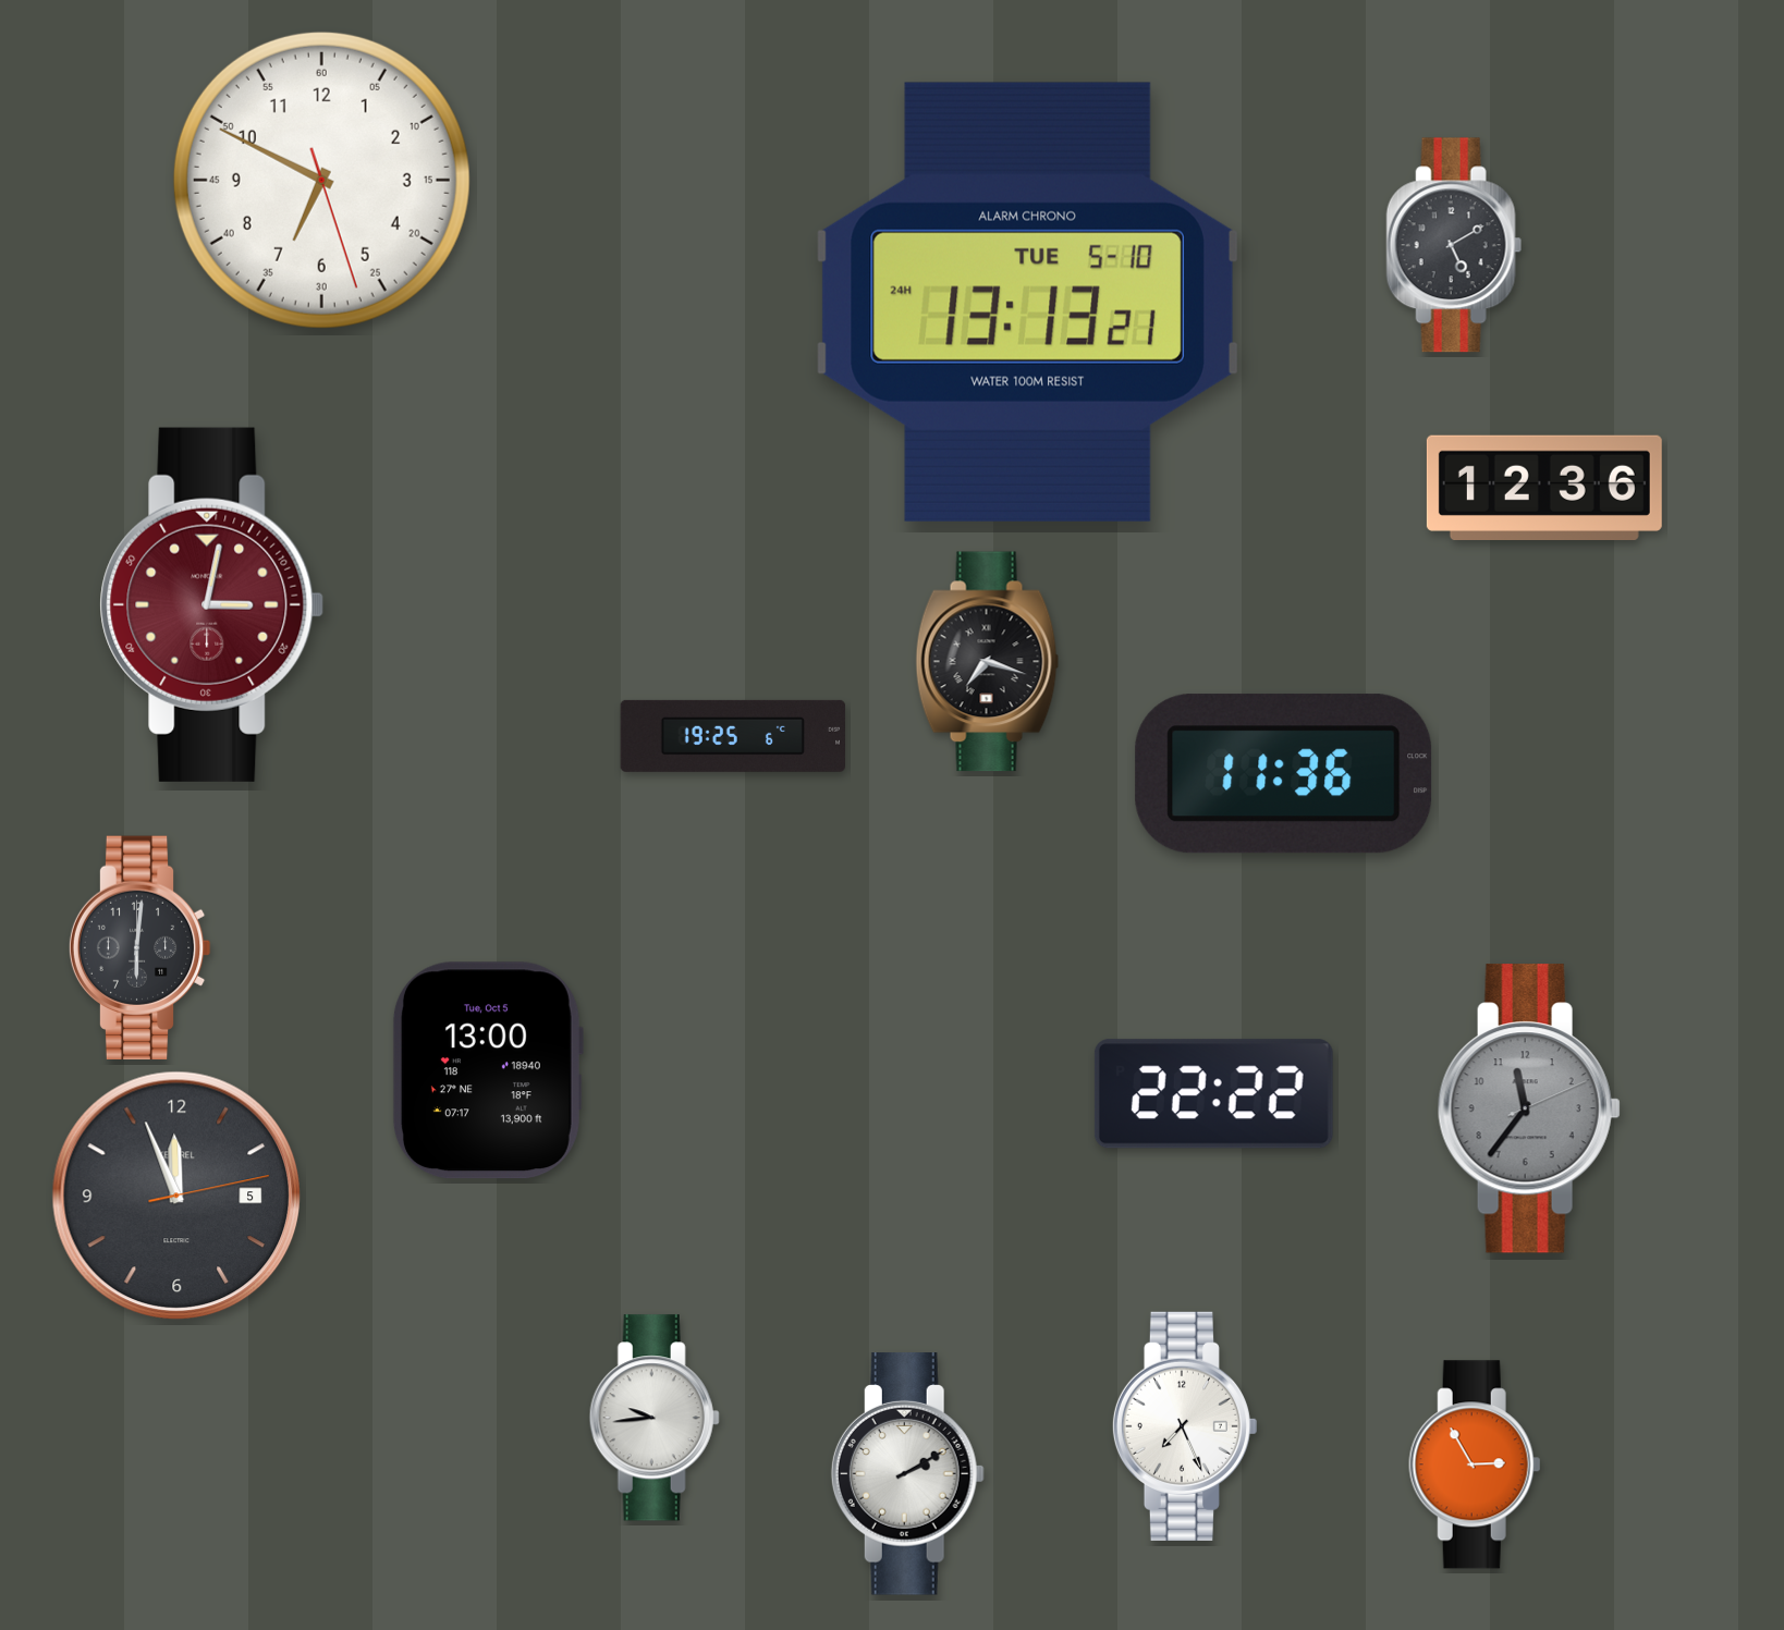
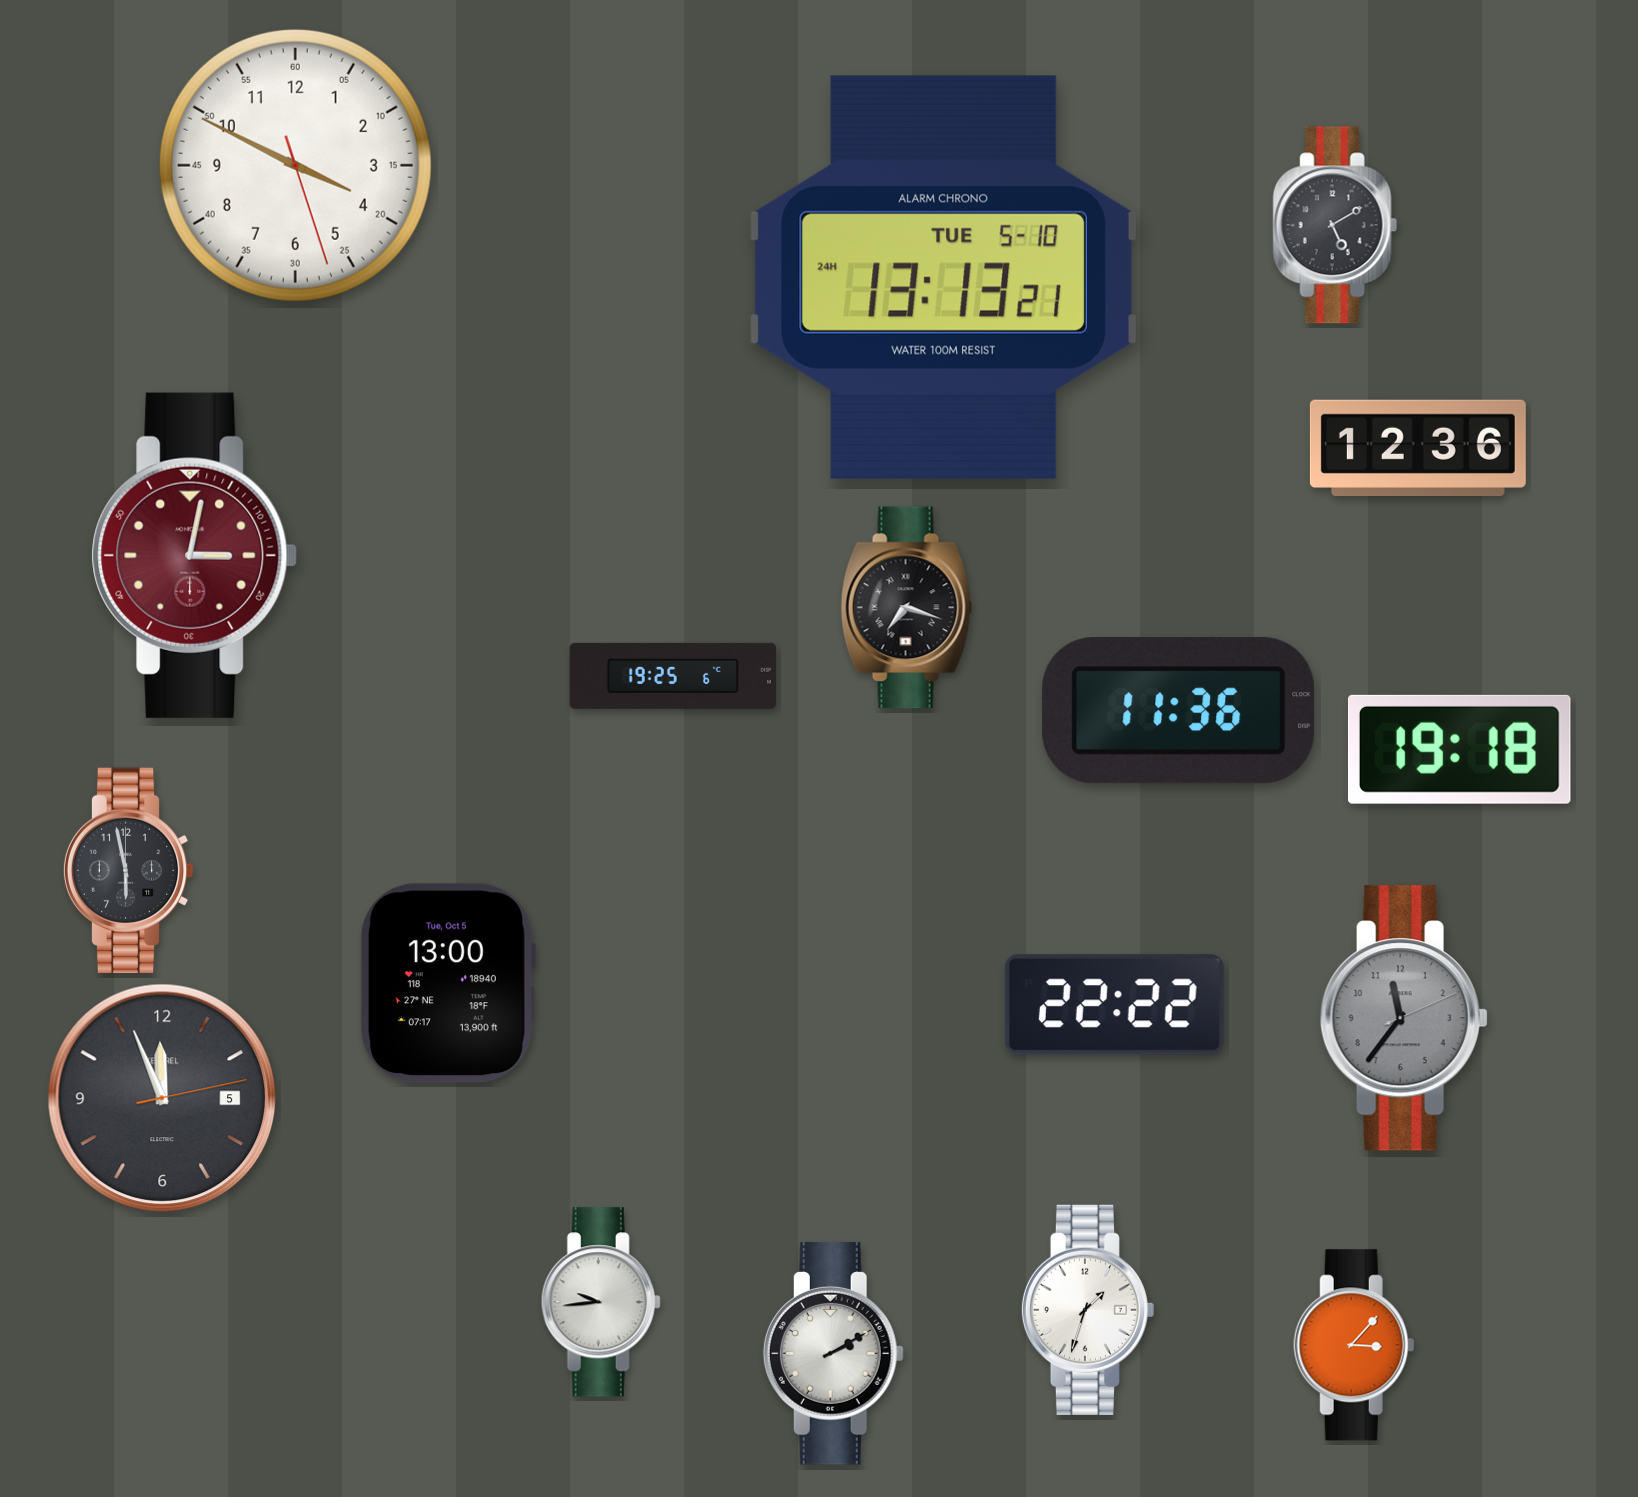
clock at (321, 180): 6:49 -> 3:49
clock at (1459, 749): none -> 19:18
clock at (139, 947): 6:01 -> 5:58
clock at (1184, 1426): 7:26 -> 1:33
clock at (1475, 1464): 2:55 -> 3:07
